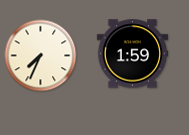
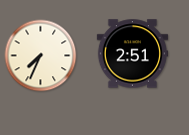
clock at (132, 54): 1:59 -> 2:51
